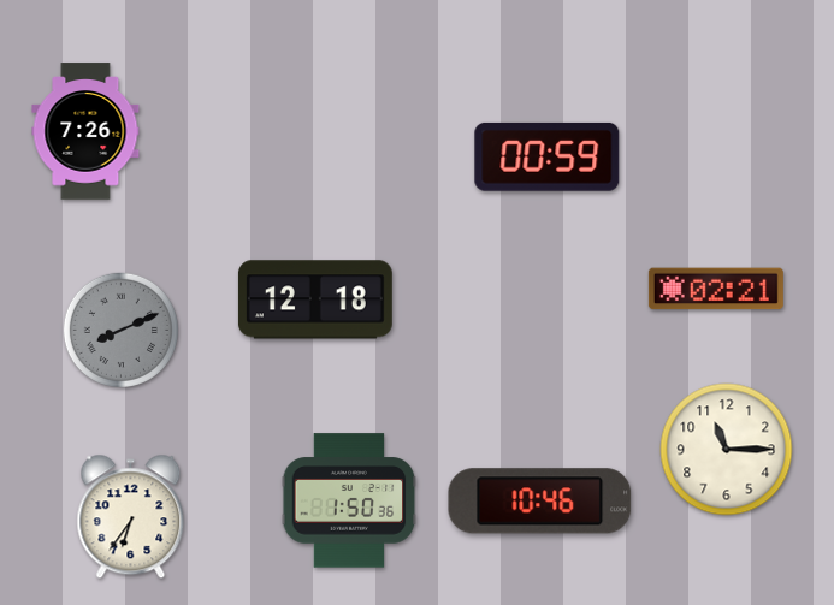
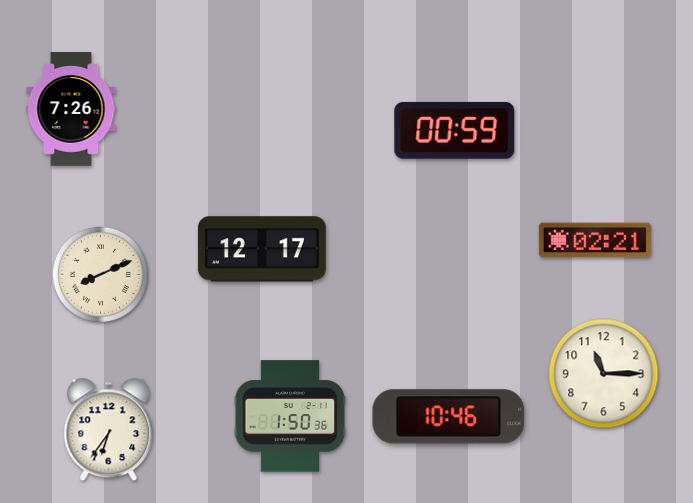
clock at (315, 299): 12:18 -> 12:17
clock at (120, 330) dial: grey -> cream
